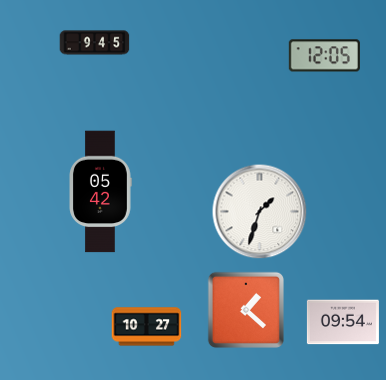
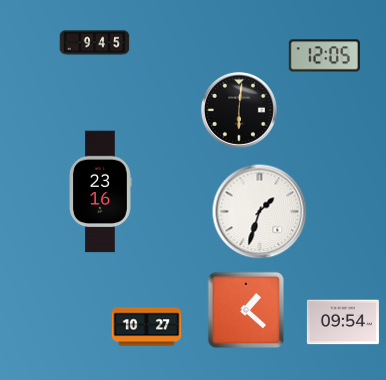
clock at (239, 110): none -> 6:01
clock at (100, 192): 05:42 -> 23:16
